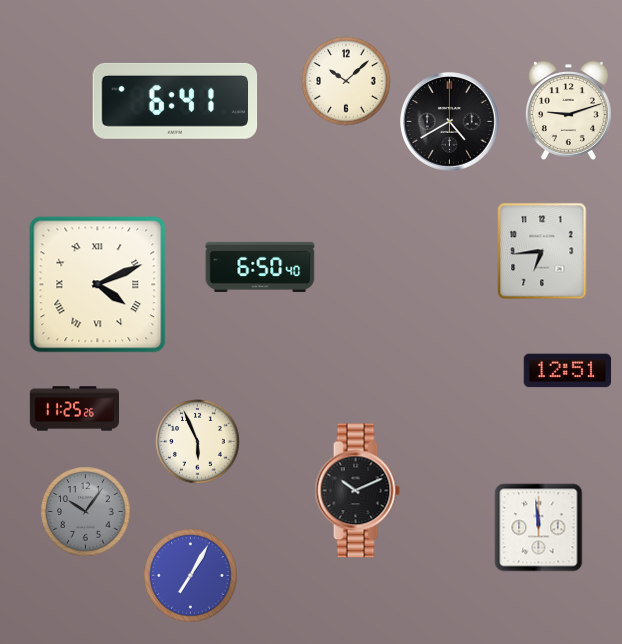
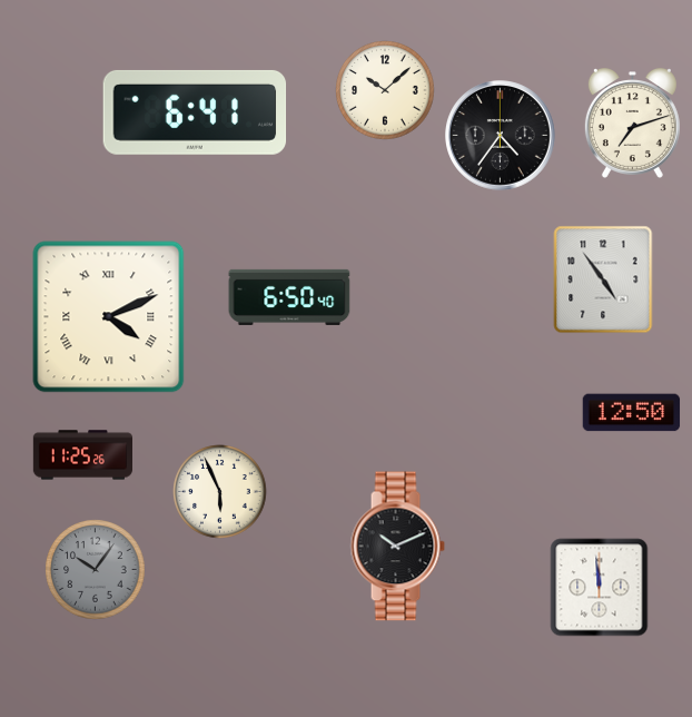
clock at (568, 111): 9:12 -> 7:12
clock at (450, 122): 4:40 -> 4:36
clock at (542, 251): 6:44 -> 4:54
clock at (568, 371): 12:51 -> 12:50
clock at (191, 576): 7:05 -> none
